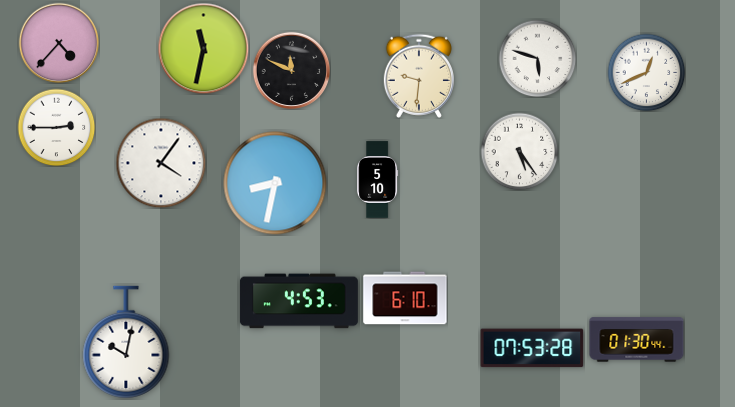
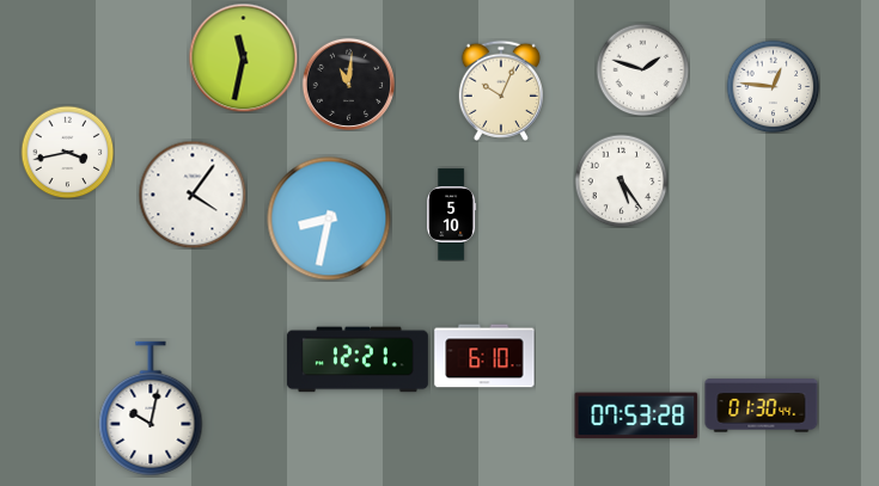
clock at (59, 43): 4:37 -> none
clock at (537, 58): 5:48 -> 1:48
clock at (291, 70): 11:49 -> 11:01
clock at (646, 72): 12:41 -> 12:46
clock at (419, 76): 9:31 -> 10:04
clock at (56, 127): 2:45 -> 3:43
clock at (299, 301): 4:53 -> 12:21
